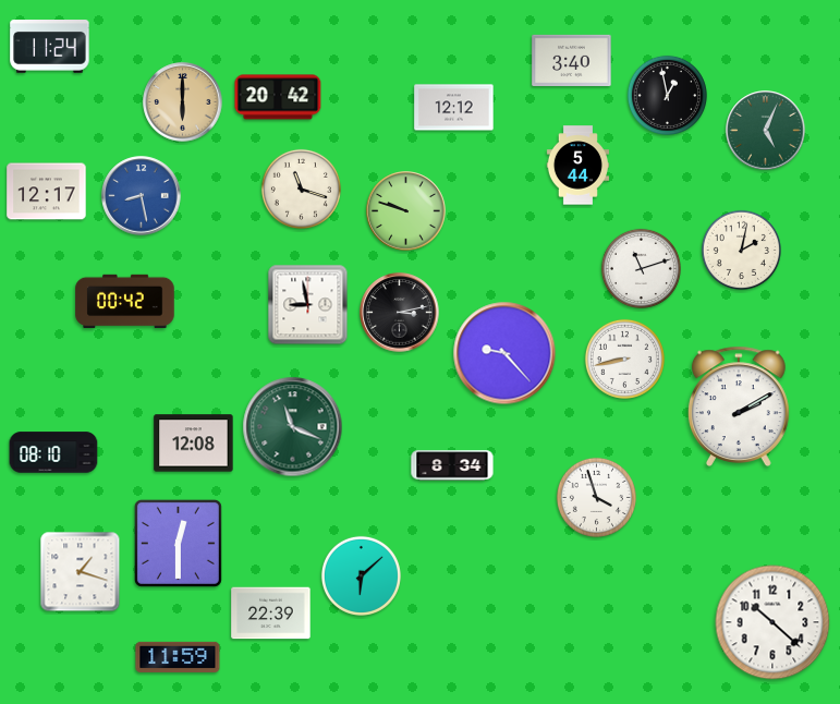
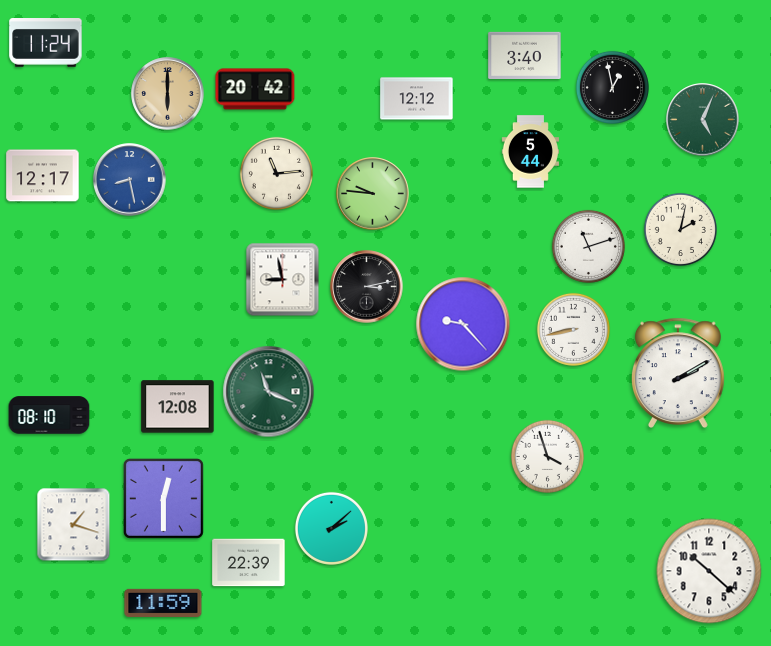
clock at (301, 189): 11:18 -> 11:14
clock at (406, 211): 9:48 -> 9:46
clock at (125, 302): 00:42 -> none
clock at (452, 465): 8:34 -> none
clock at (361, 575): 6:08 -> 2:08
